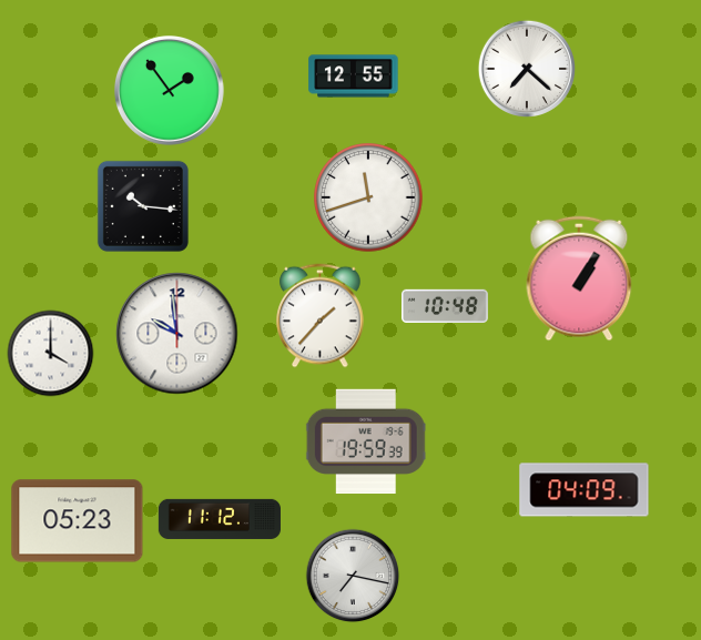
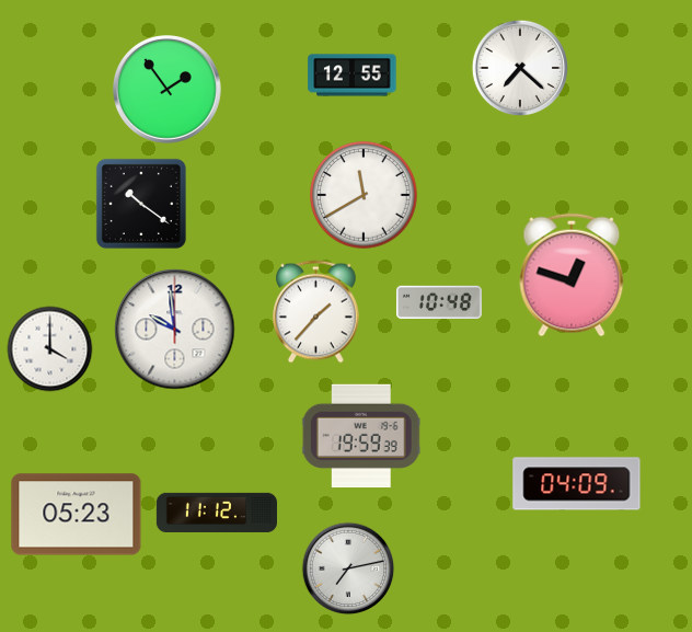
clock at (354, 77) position: (354, 77) -> (353, 76)
clock at (368, 197): 11:42 -> 11:40
clock at (143, 206): 10:16 -> 10:21
clock at (579, 278): 1:05 -> 12:48
clock at (353, 576): 7:17 -> 7:13
